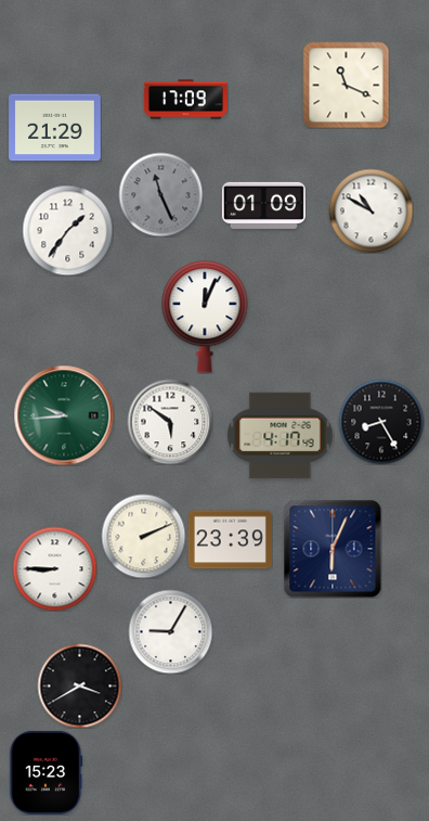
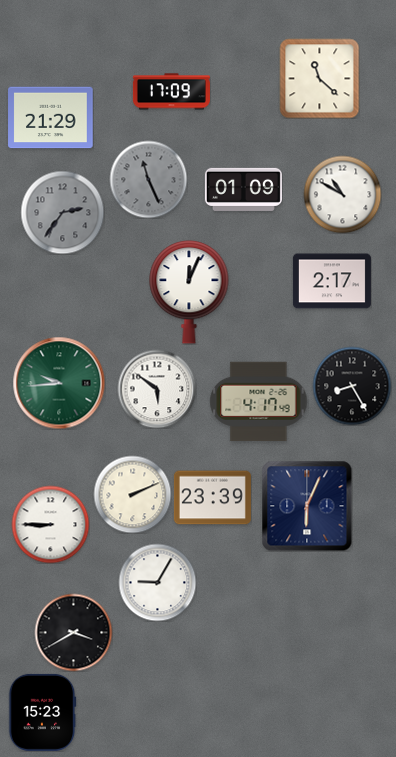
clock at (346, 85): 11:19 -> 11:22
clock at (67, 230): 1:36 -> 2:36
clock at (67, 230) dial: white -> grey
clock at (332, 281): none -> 2:17
clock at (381, 422) position: (381, 422) -> (352, 386)
